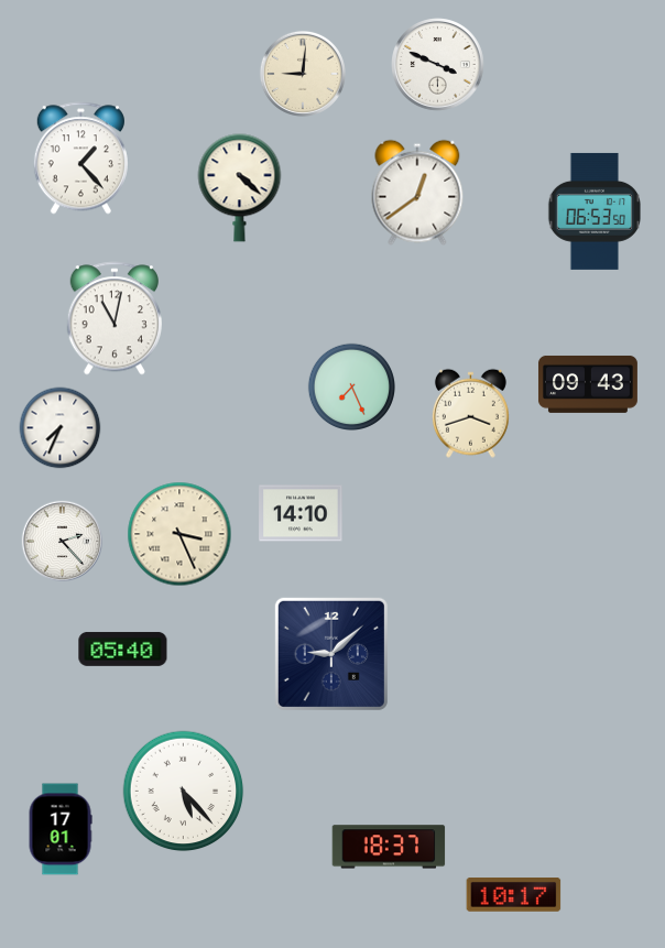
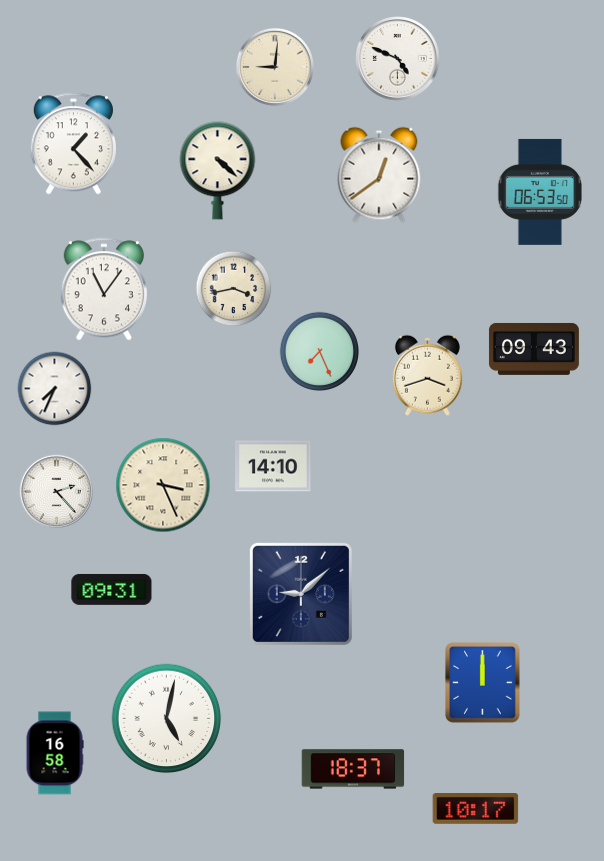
clock at (438, 65): 3:49 -> 4:49
clock at (113, 318): 11:02 -> 11:06
clock at (234, 289): none -> 3:43
clock at (123, 649): 05:40 -> 09:31
clock at (483, 683): none -> 12:00
clock at (184, 792): 5:23 -> 5:02
clock at (61, 829): 17:01 -> 16:58
clock at (514, 895) position: (514, 895) -> (476, 809)
